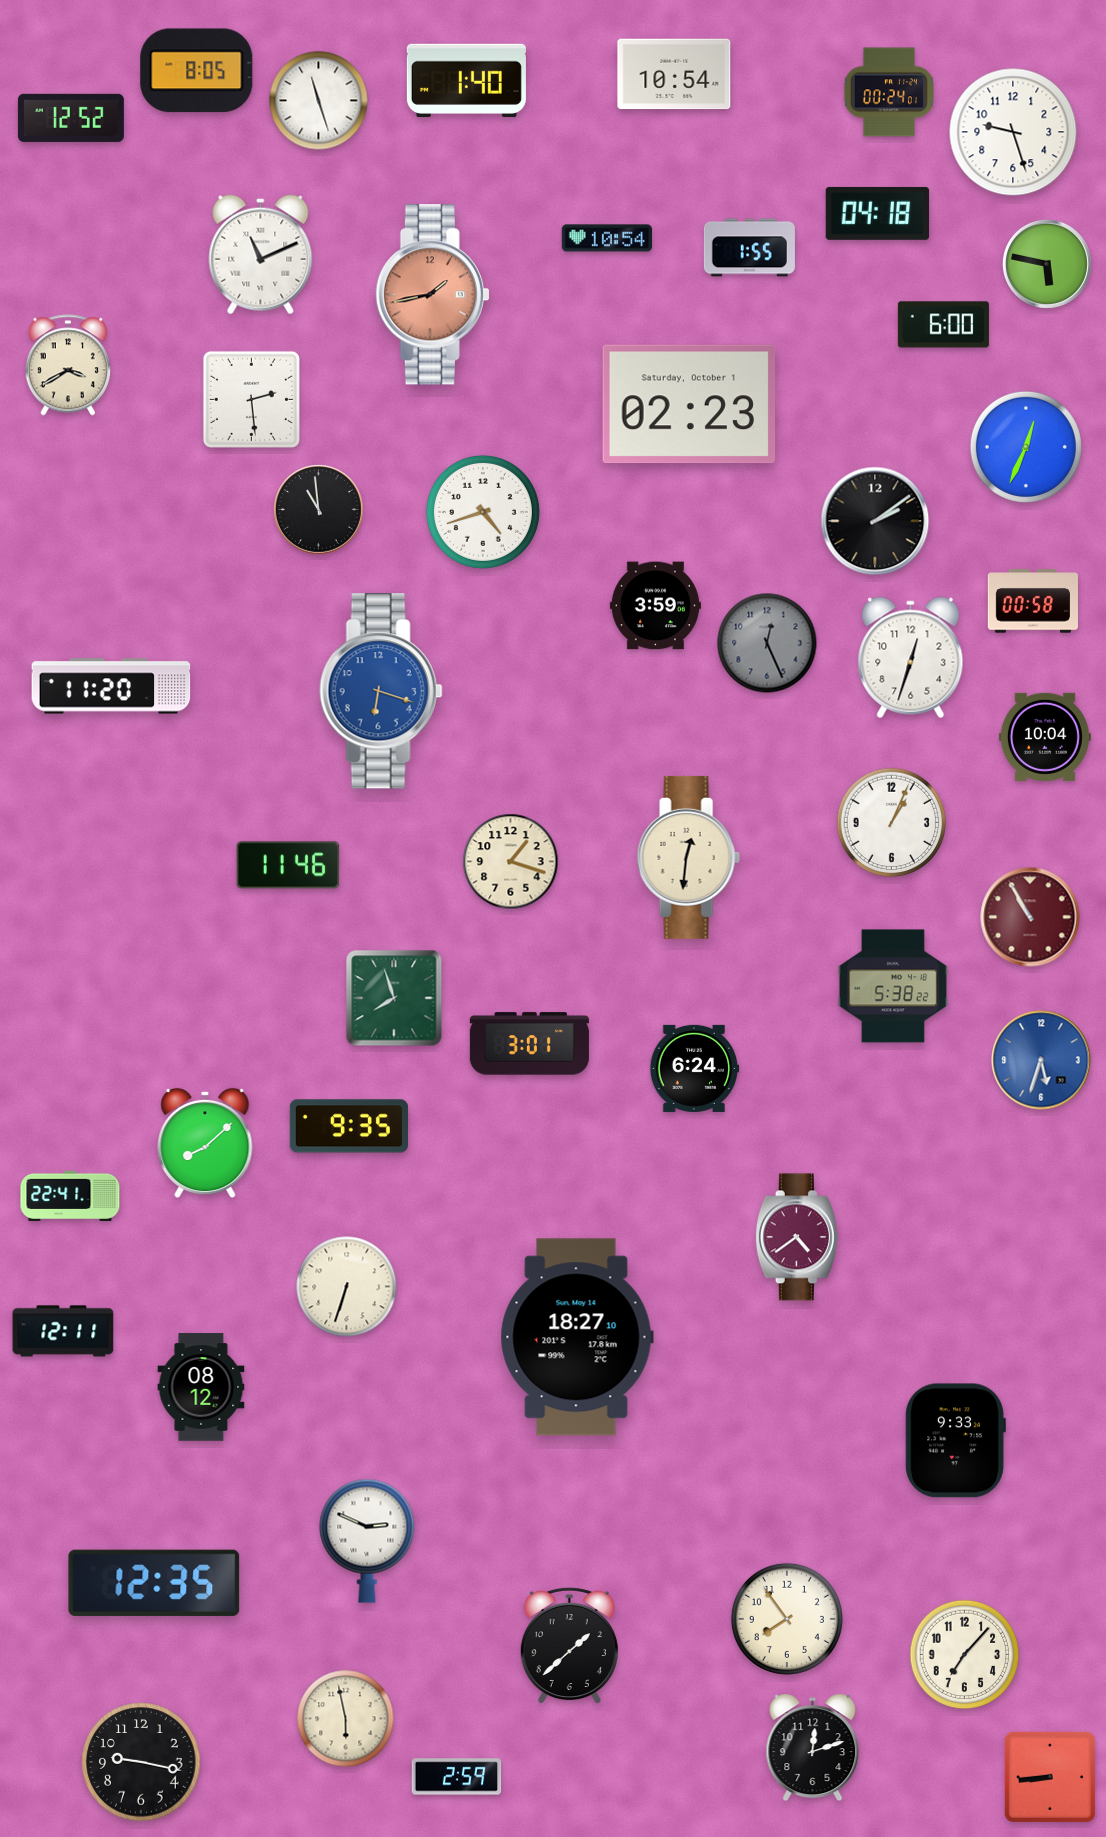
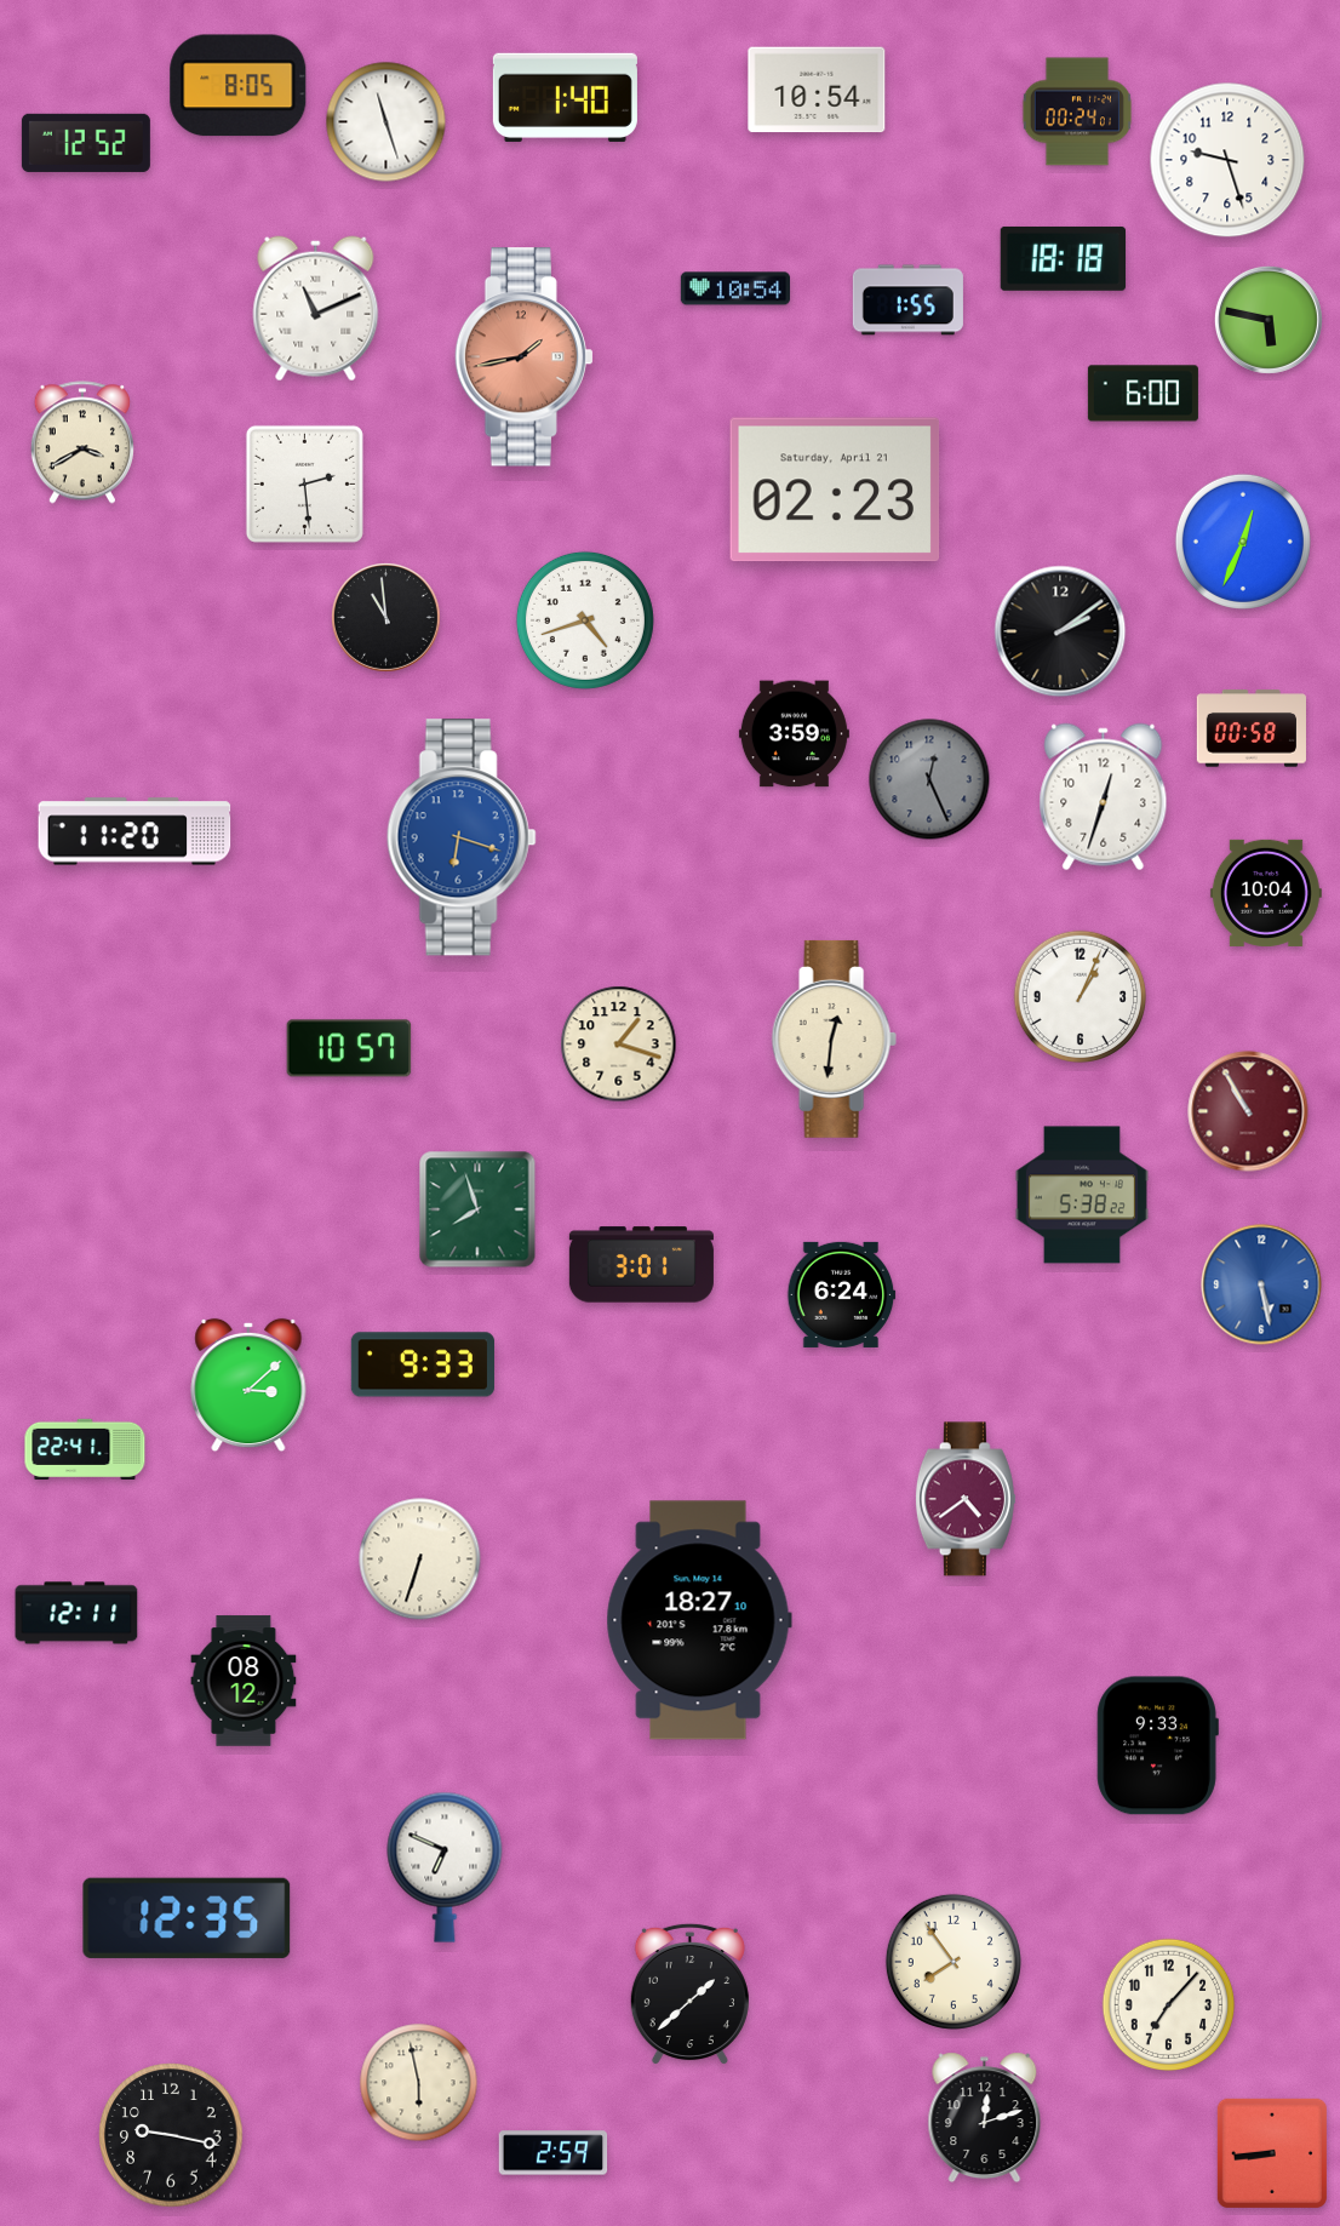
clock at (878, 213): 04:18 -> 18:18
clock at (689, 404) date: Saturday, October 1 -> Saturday, April 21
clock at (288, 865): 11:46 -> 10:57
clock at (1041, 1060): 5:33 -> 5:28
clock at (349, 1126): 9:35 -> 9:33
clock at (205, 1143): 8:08 -> 3:08
clock at (367, 1541): 2:49 -> 6:49
